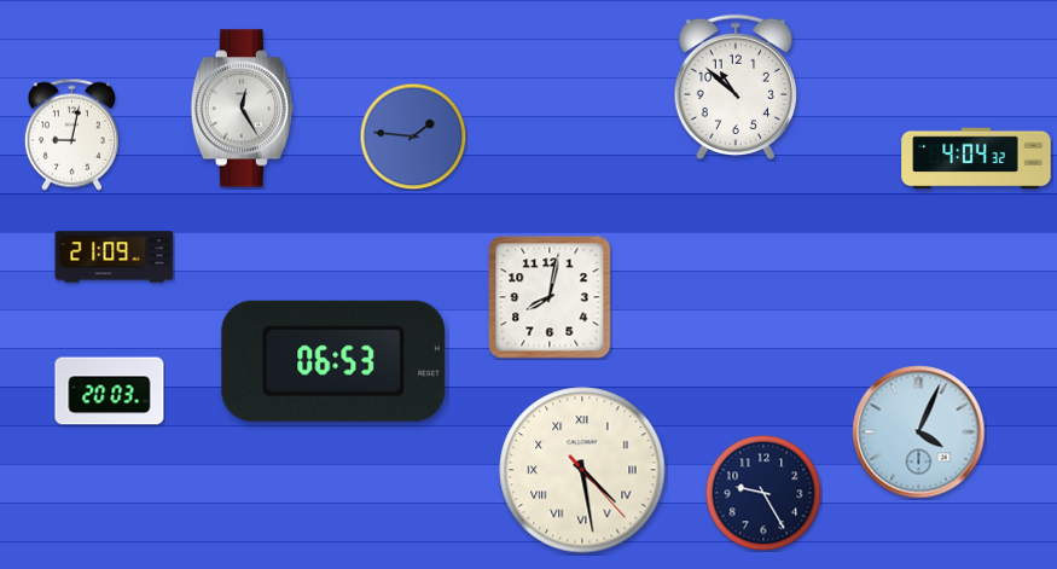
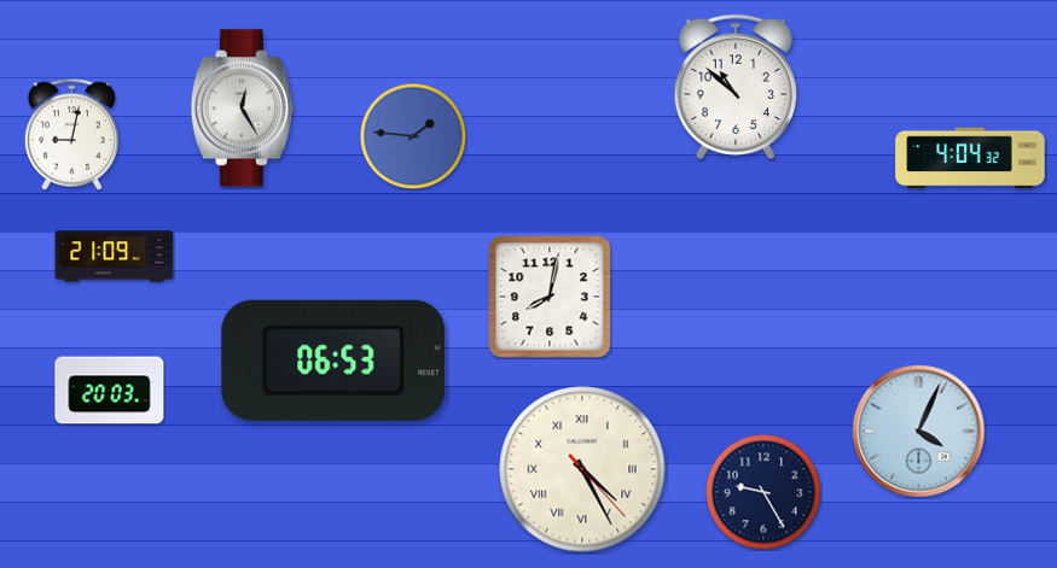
clock at (976, 158) position: (976, 158) -> (970, 158)
clock at (582, 470): 4:28 -> 4:25
